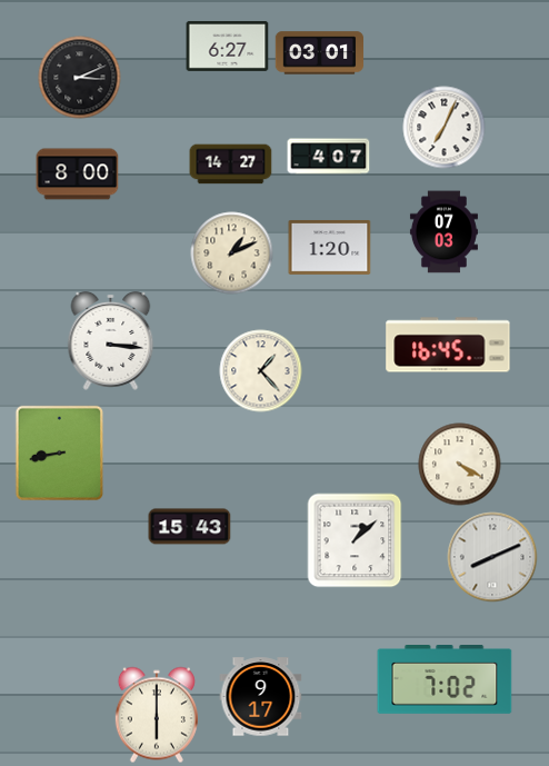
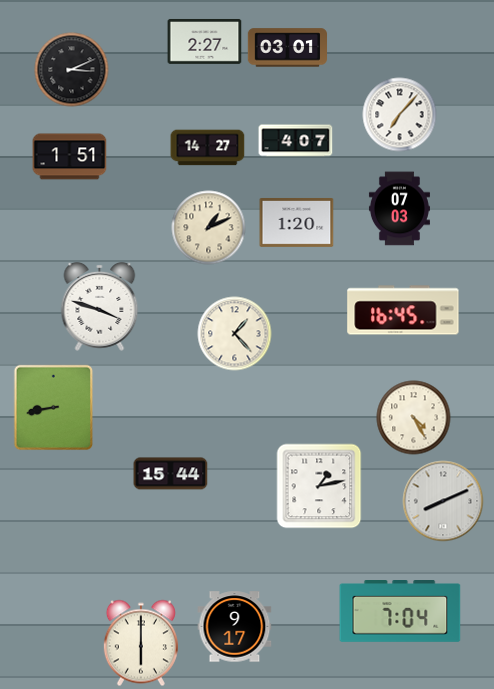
clock at (228, 46): 6:27 -> 2:27
clock at (445, 128): 7:04 -> 7:07
clock at (78, 175): 8:00 -> 1:51
clock at (111, 340): 3:16 -> 3:48
clock at (460, 465): 4:20 -> 4:25
clock at (190, 527): 15:43 -> 15:44
clock at (355, 540): 1:08 -> 1:13
clock at (445, 680): 7:02 -> 7:04
